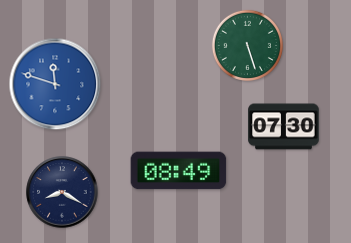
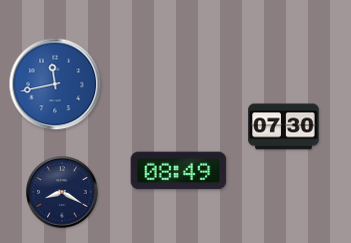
clock at (247, 45): 5:27 -> none
clock at (55, 84): 11:48 -> 11:43
